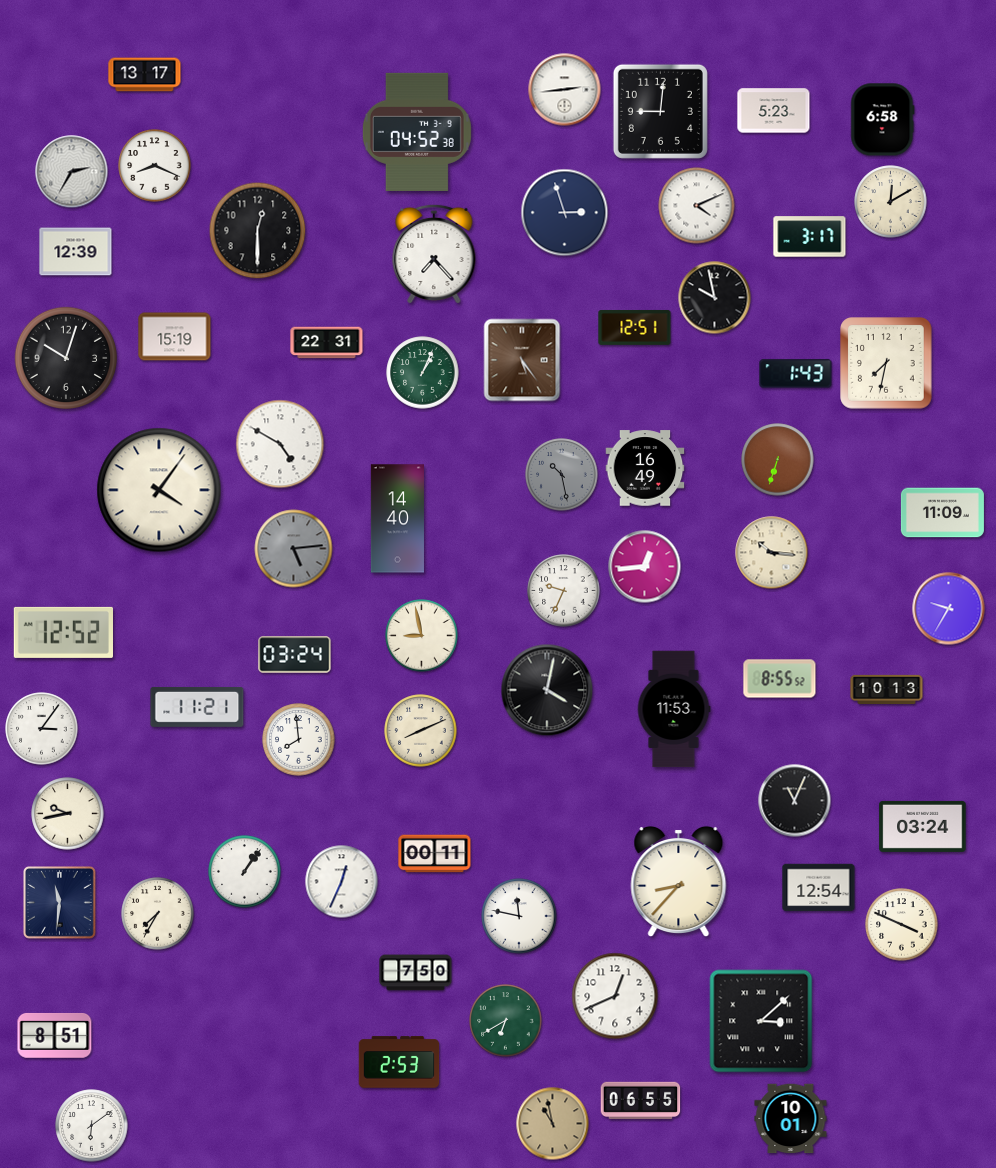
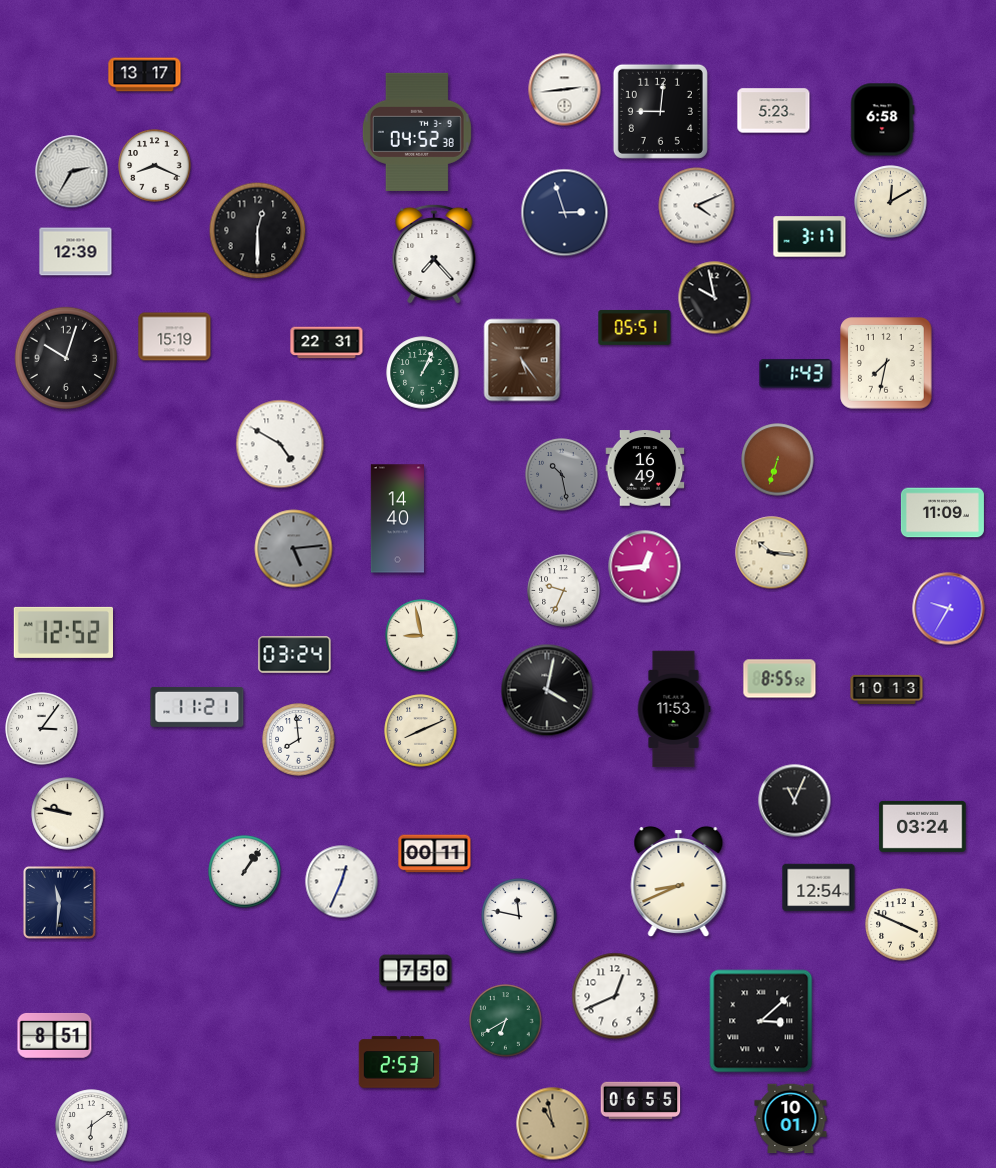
clock at (635, 327): 12:51 -> 05:51
clock at (159, 490): 4:06 -> none
clock at (68, 814): 9:43 -> 9:47
clock at (679, 882): 8:37 -> 8:41
clock at (158, 914): 7:35 -> none
